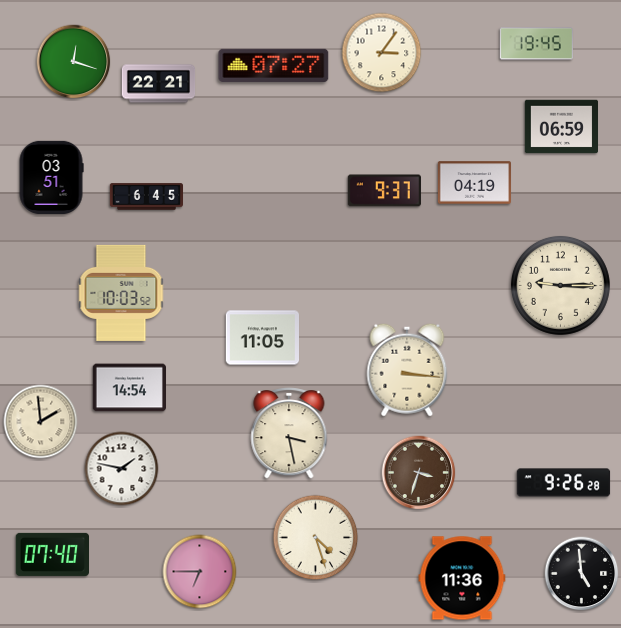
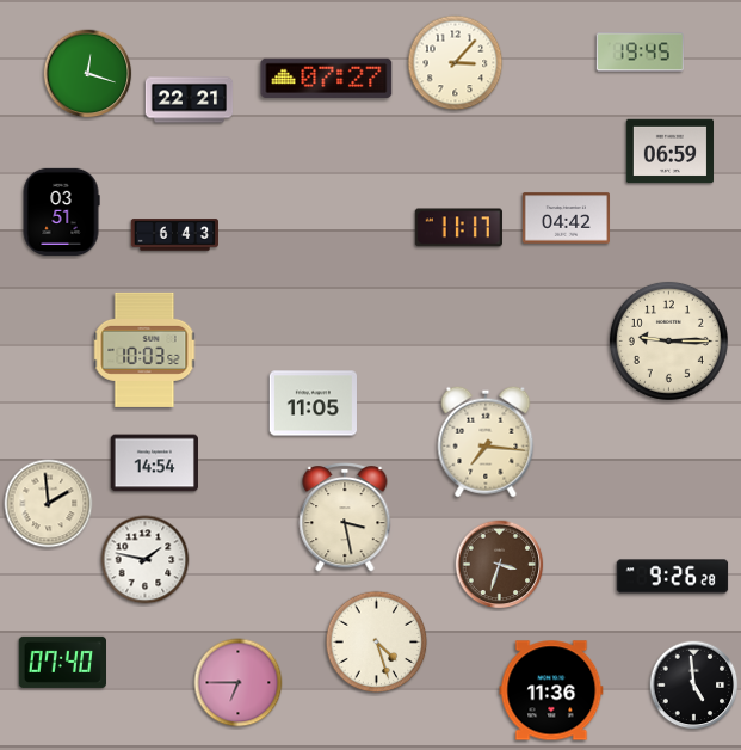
clock at (382, 53): 3:06 -> 3:07
clock at (474, 183): 04:19 -> 04:42
clock at (384, 191): 9:37 -> 11:17
clock at (147, 197): 6:45 -> 6:43
clock at (407, 370): 3:16 -> 7:16
